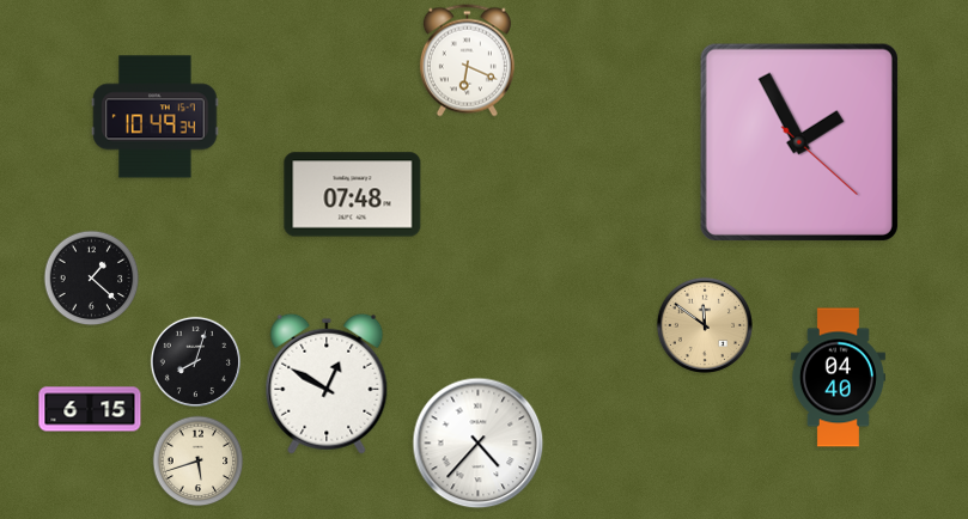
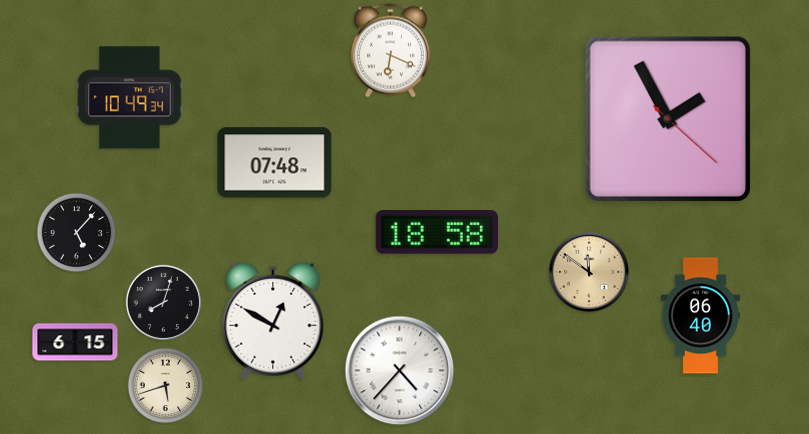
clock at (353, 195) position: (353, 195) -> (275, 163)
clock at (437, 232): none -> 18:58
clock at (92, 279): 1:22 -> 5:07
clock at (838, 378): 04:40 -> 06:40
